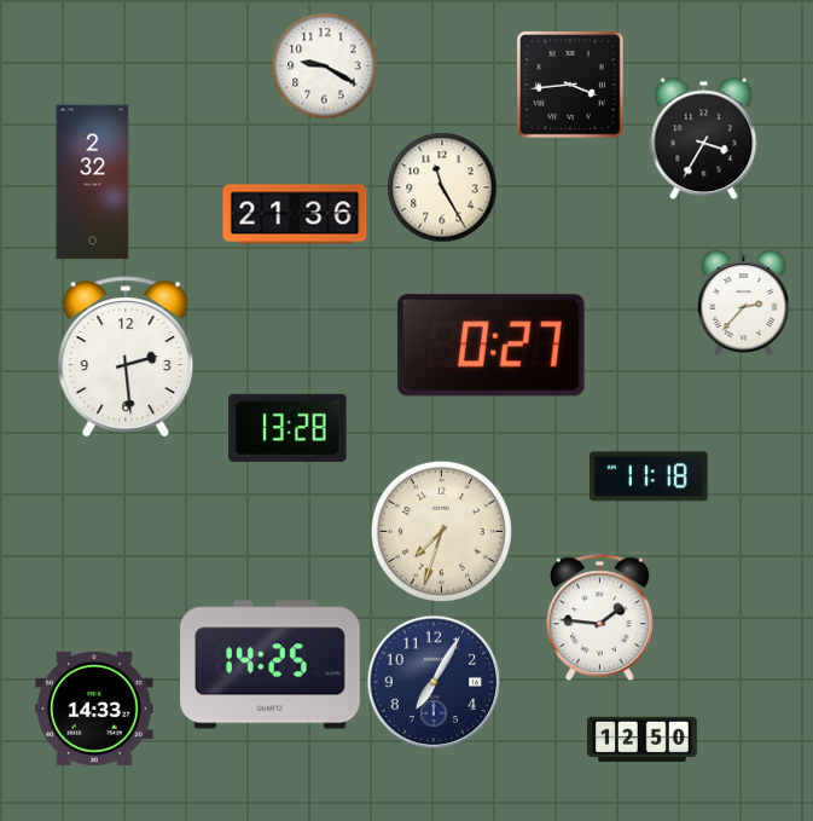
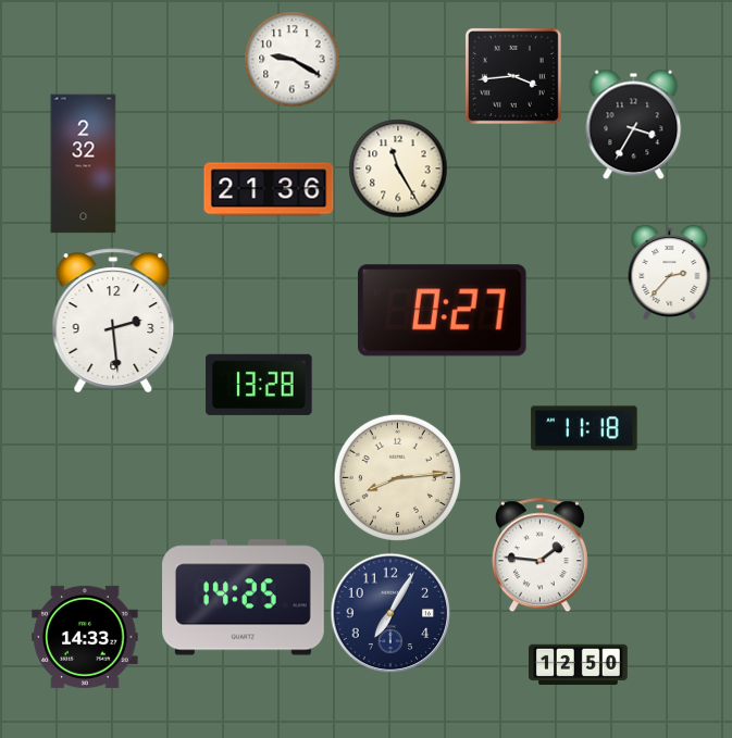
clock at (295, 214) position: (295, 214) -> (269, 189)
clock at (441, 531): 7:33 -> 8:14
